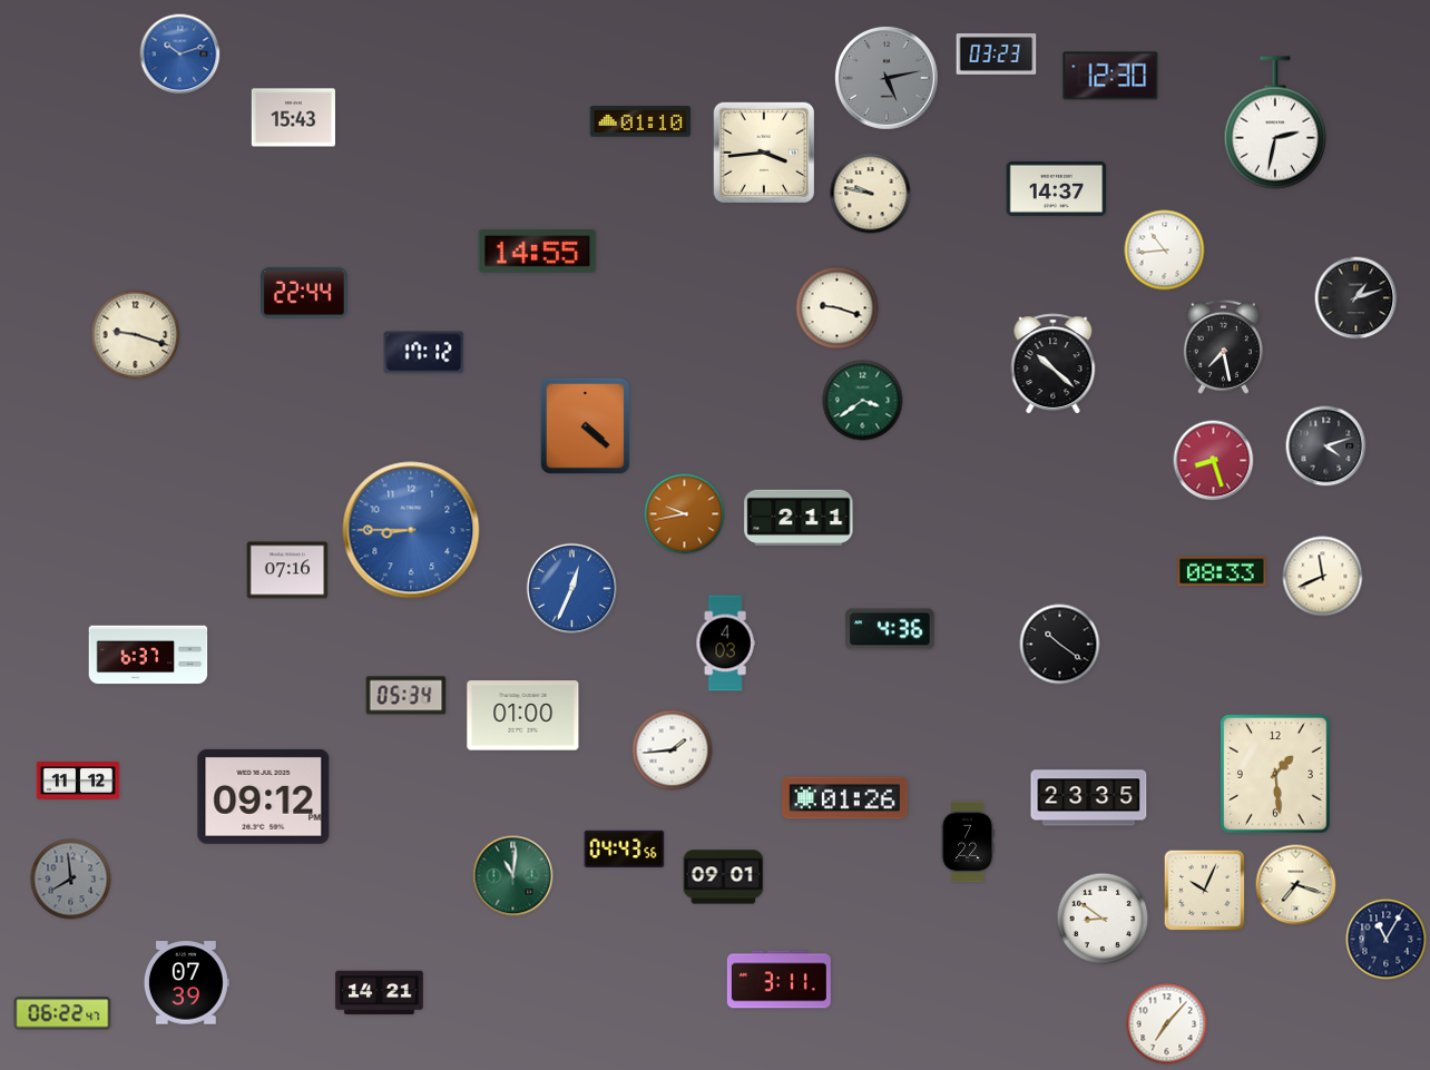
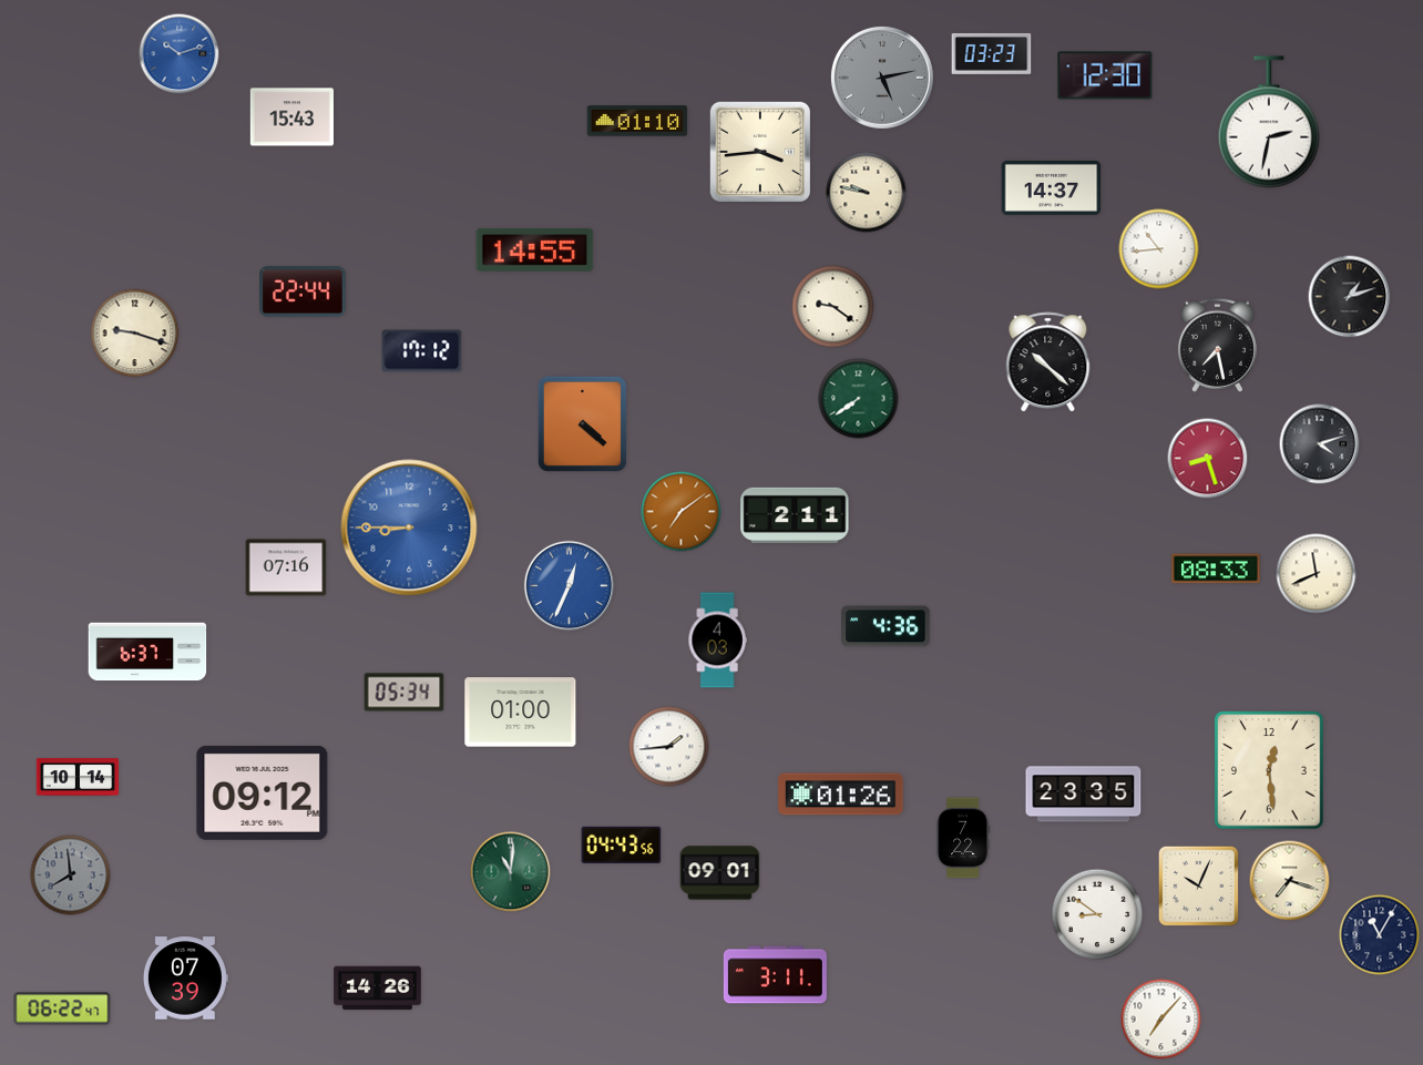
clock at (838, 308): 9:18 -> 9:21
clock at (863, 401): 3:39 -> 7:39
clock at (685, 514): 9:43 -> 7:09
clock at (725, 644) position: (725, 644) -> (717, 641)
clock at (1060, 645): 10:21 -> none
clock at (1275, 774): 1:29 -> 12:29
clock at (78, 781): 11:12 -> 10:14
clock at (380, 993): 14:21 -> 14:26
